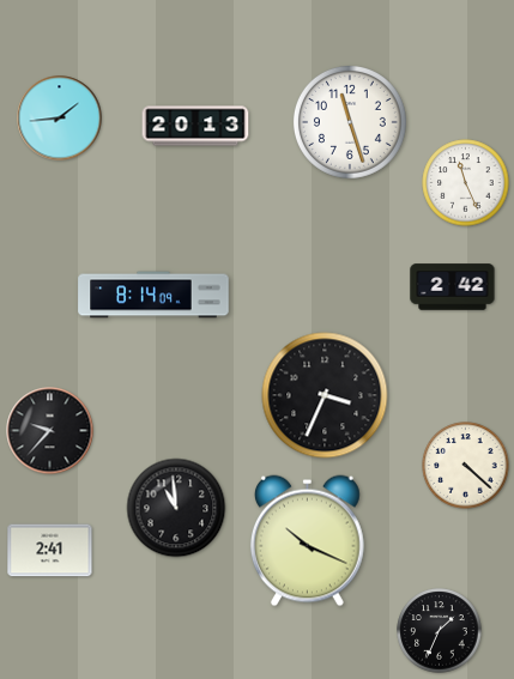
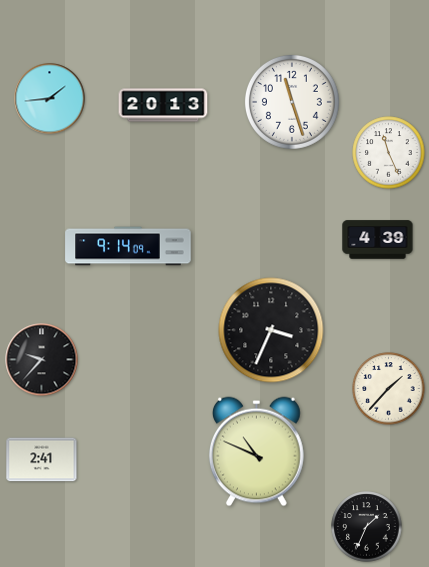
clock at (453, 287): 2:42 -> 4:39
clock at (153, 295): 8:14 -> 9:14
clock at (466, 466): 4:22 -> 1:37
clock at (176, 508): 10:59 -> none
clock at (307, 541): 10:19 -> 10:49
